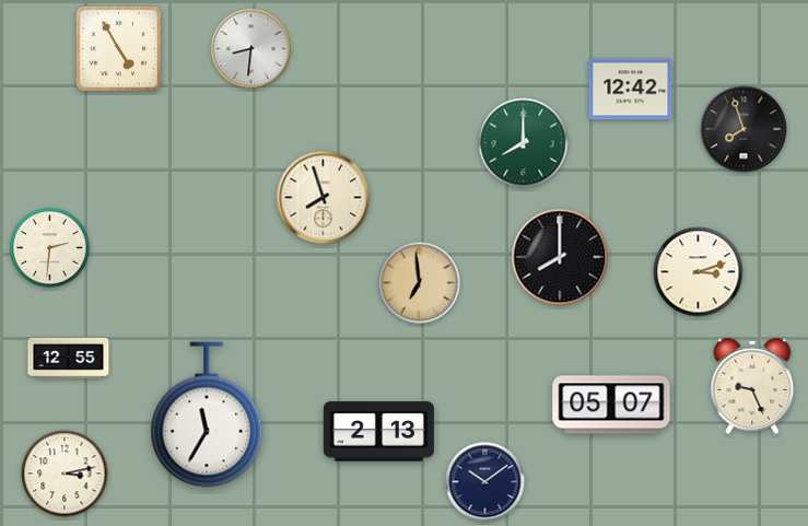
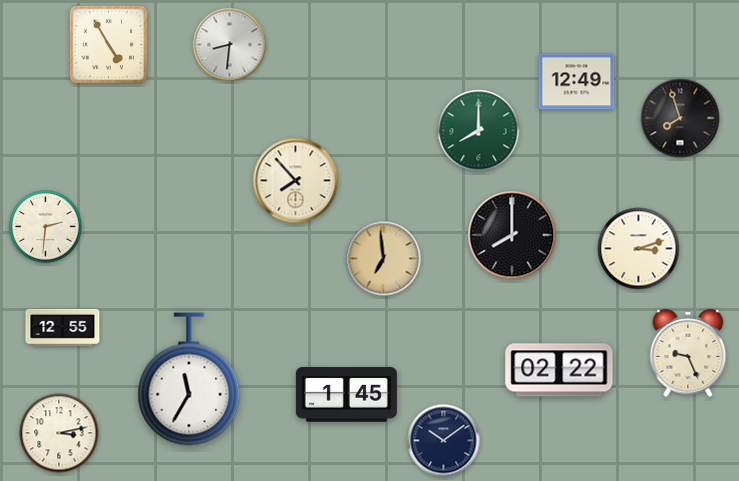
clock at (631, 90): 12:42 -> 12:49
clock at (324, 198): 7:57 -> 7:53
clock at (611, 405): 05:07 -> 02:22
clock at (378, 432): 2:13 -> 1:45
